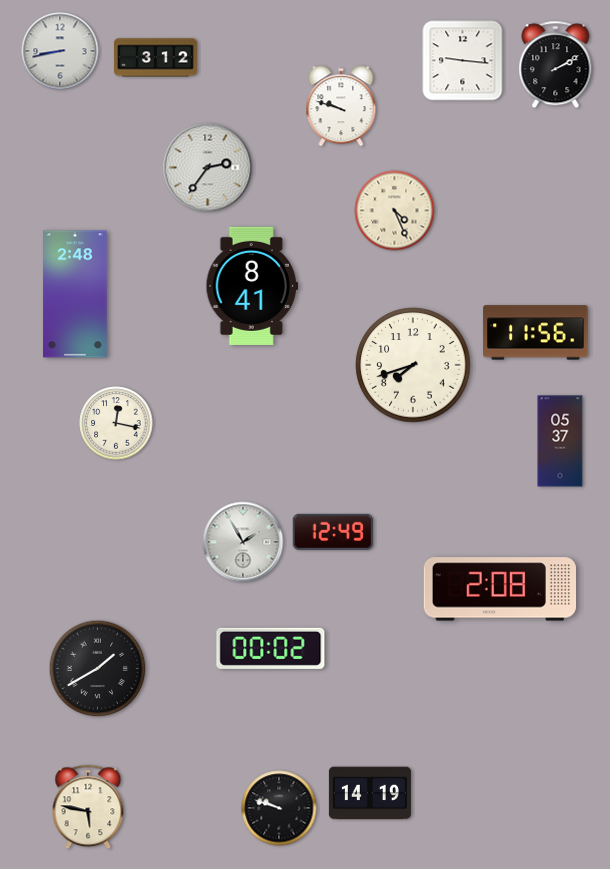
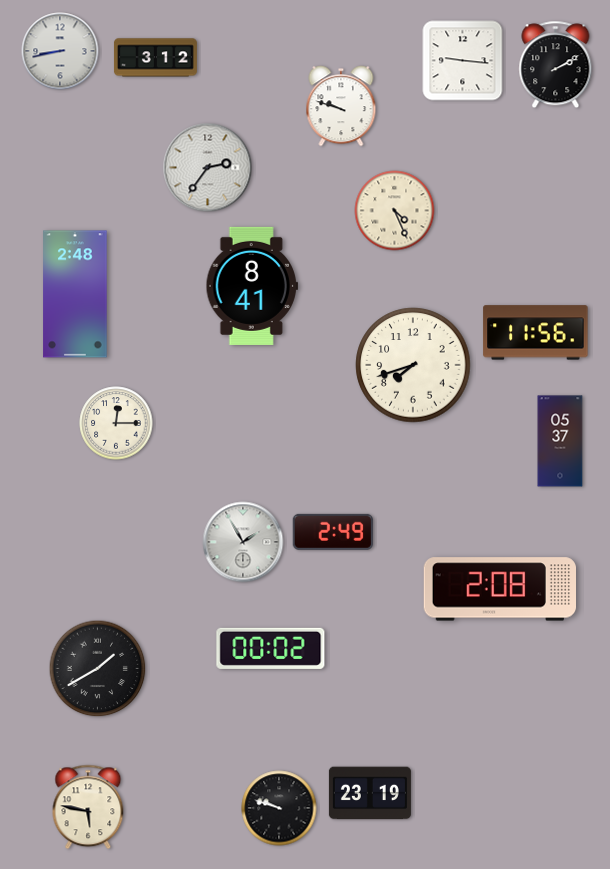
clock at (116, 423): 12:17 -> 12:15
clock at (333, 532): 12:49 -> 2:49
clock at (370, 793): 14:19 -> 23:19
